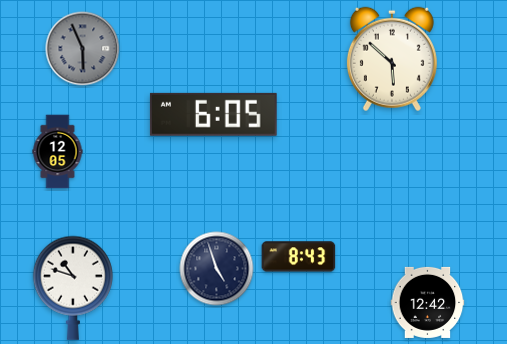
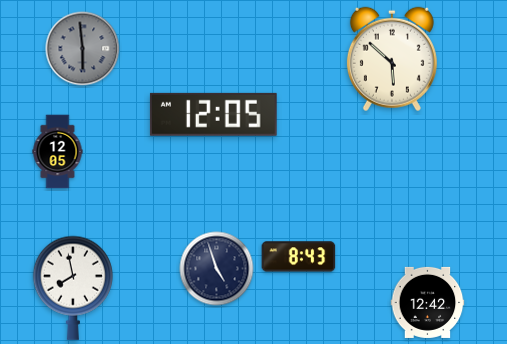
clock at (83, 49): 5:56 -> 5:59
clock at (213, 114): 6:05 -> 12:05
clock at (73, 288): 10:48 -> 7:58
